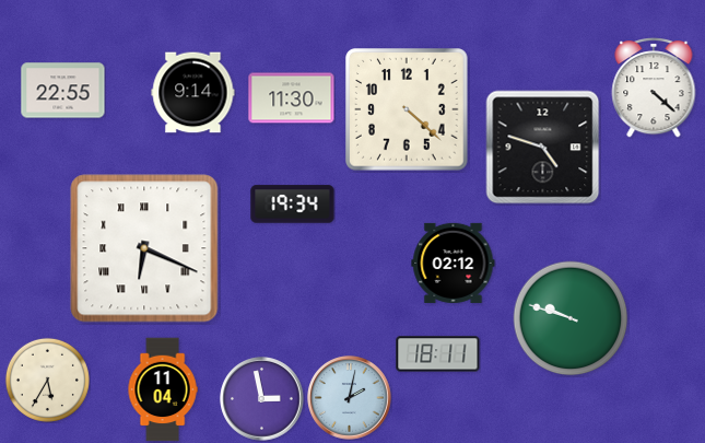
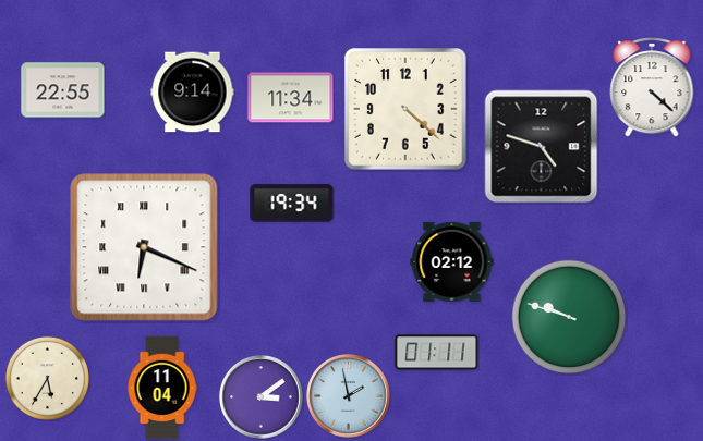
clock at (292, 98): 11:30 -> 11:34
clock at (438, 354): 18:11 -> 01:11
clock at (350, 398): 2:02 -> 1:58
clock at (262, 399): 2:58 -> 3:09
